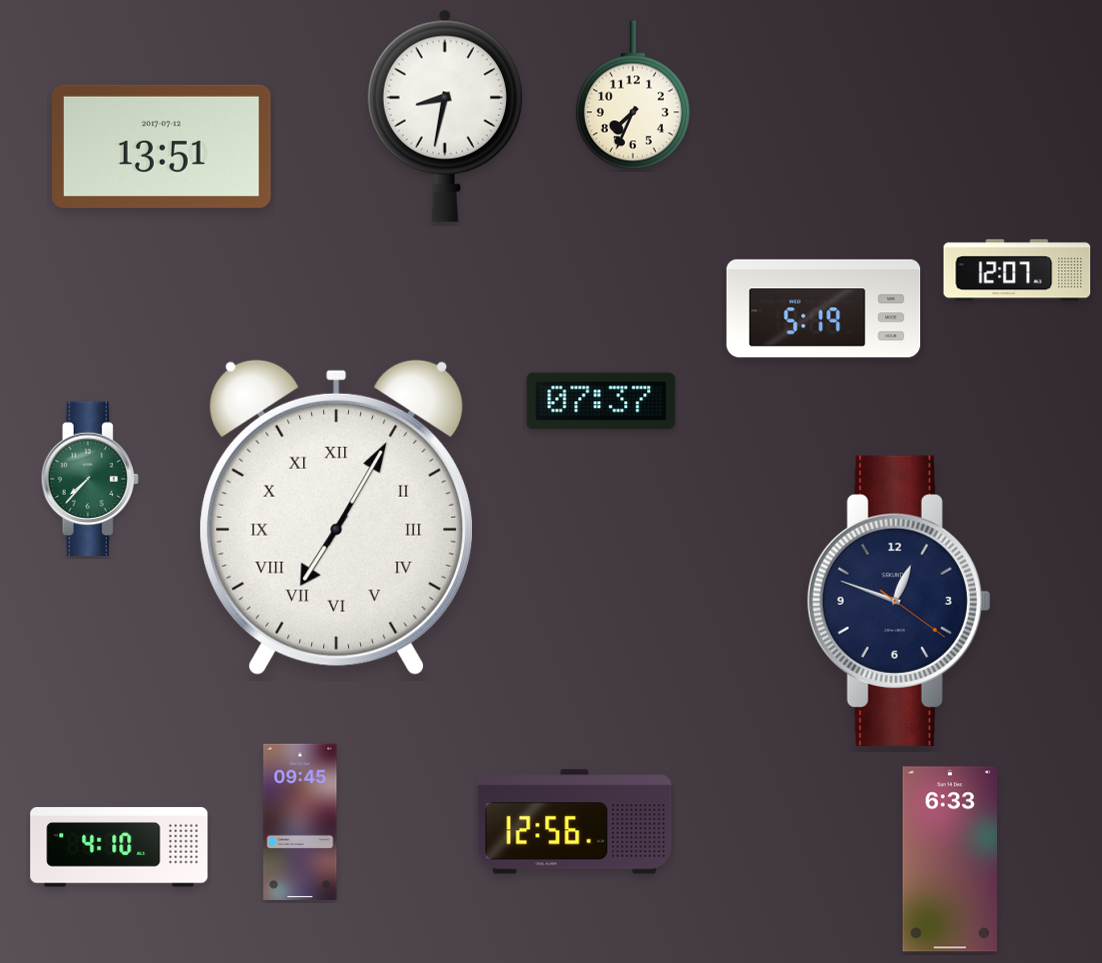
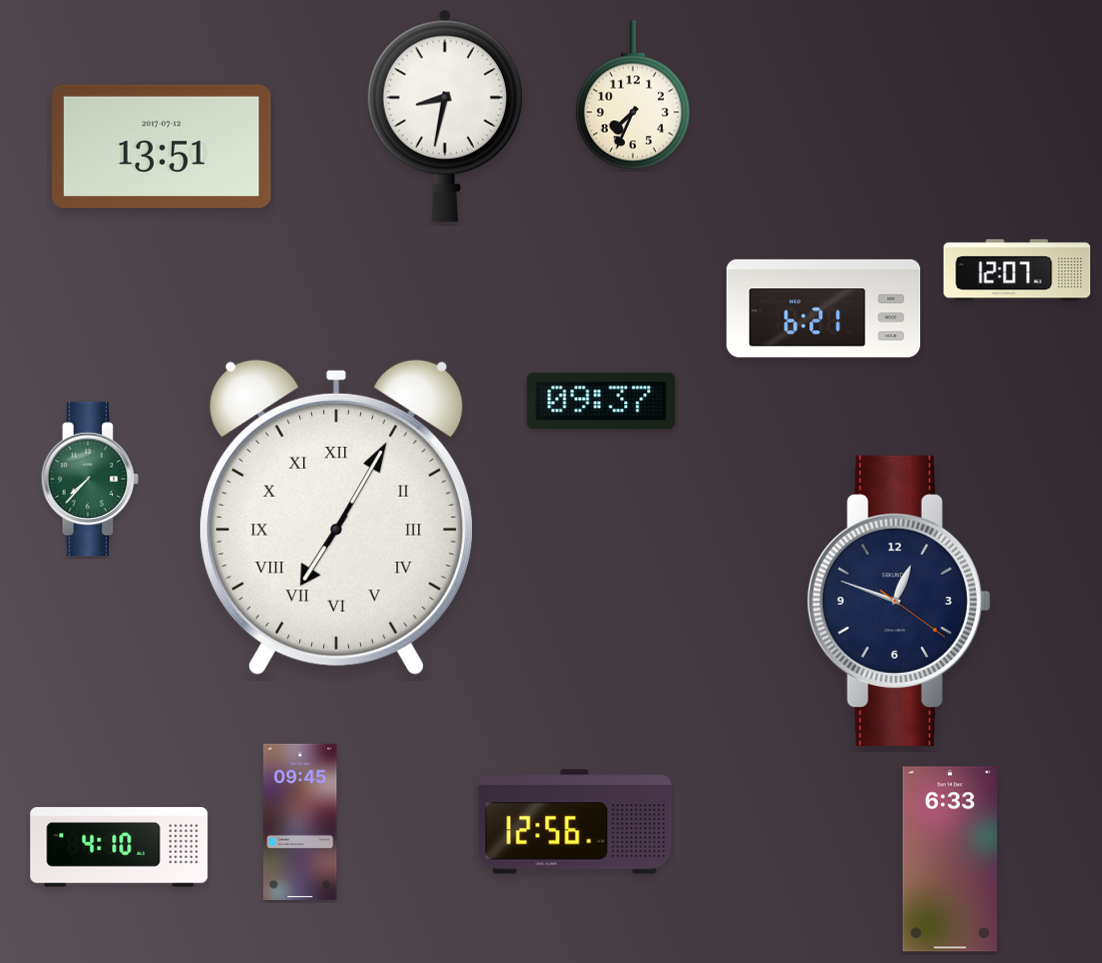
clock at (824, 309): 5:19 -> 6:21
clock at (601, 401): 07:37 -> 09:37
